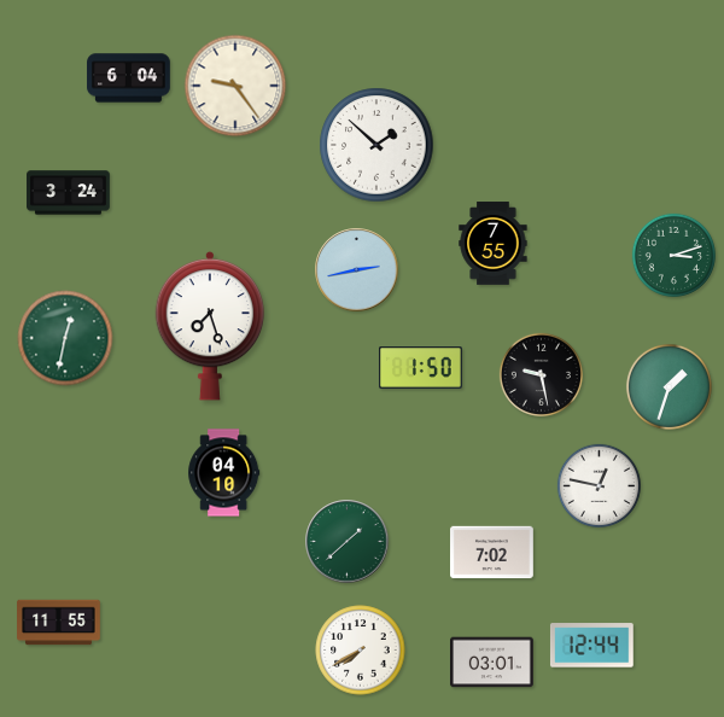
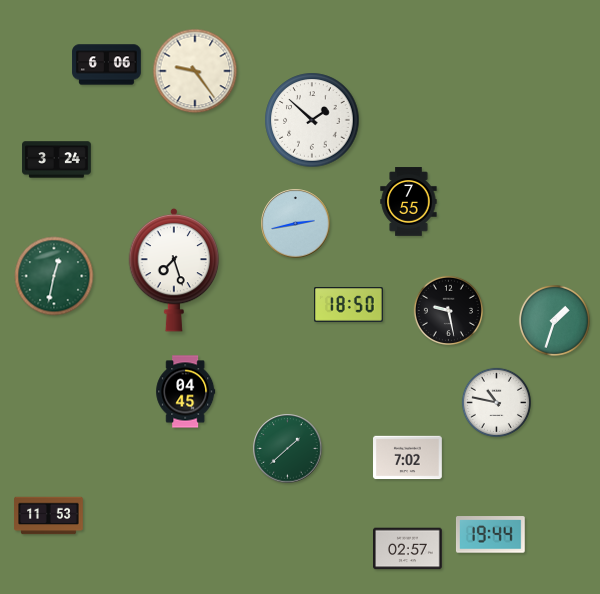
clock at (129, 78): 6:04 -> 6:06
clock at (673, 255): 3:12 -> none
clock at (65, 338) position: (65, 338) -> (54, 276)
clock at (421, 368): 1:50 -> 18:50
clock at (224, 473): 04:10 -> 04:45
clock at (599, 485): 12:47 -> 10:47
clock at (59, 623): 11:55 -> 11:53
clock at (591, 646): 12:44 -> 19:44
clock at (361, 651): 7:40 -> none
clock at (492, 663): 03:01 -> 02:57
